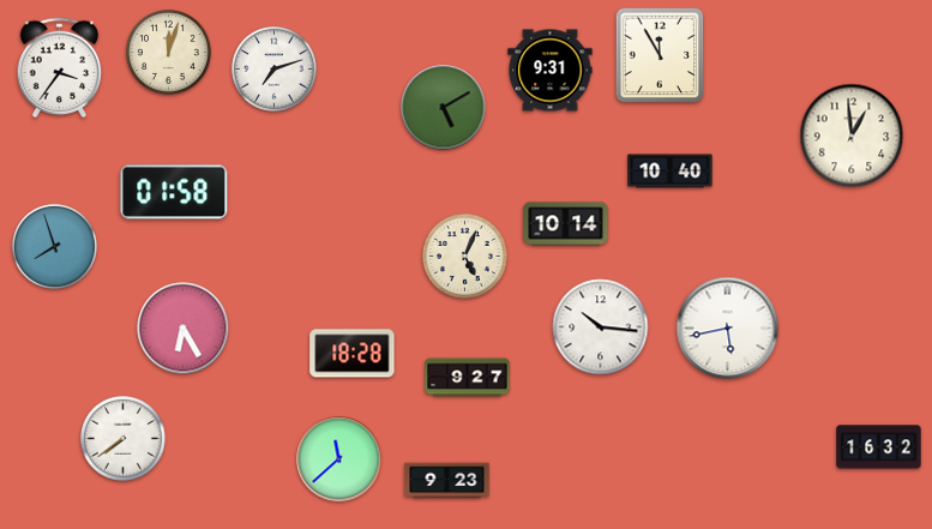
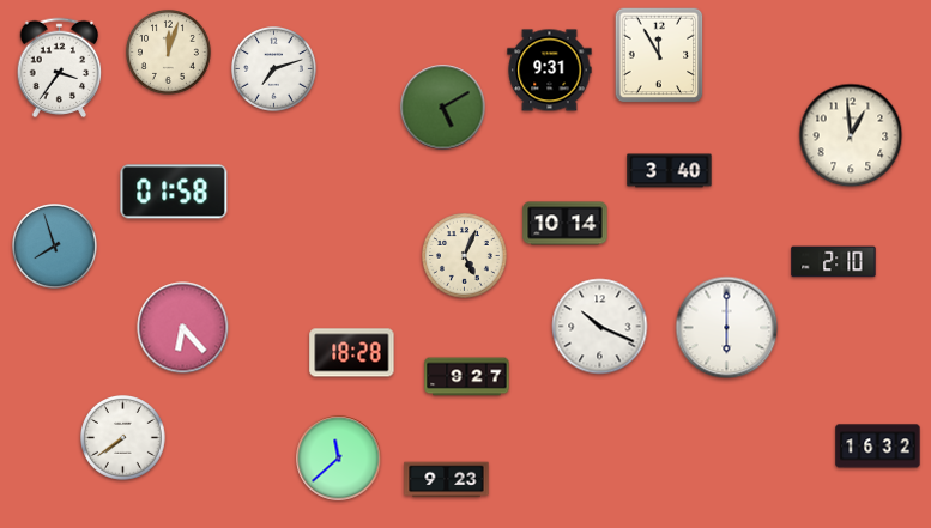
clock at (671, 172): 10:40 -> 3:40
clock at (834, 262): none -> 2:10
clock at (601, 327): 10:16 -> 10:19
clock at (184, 329): 6:25 -> 6:23
clock at (728, 329): 5:43 -> 6:00
